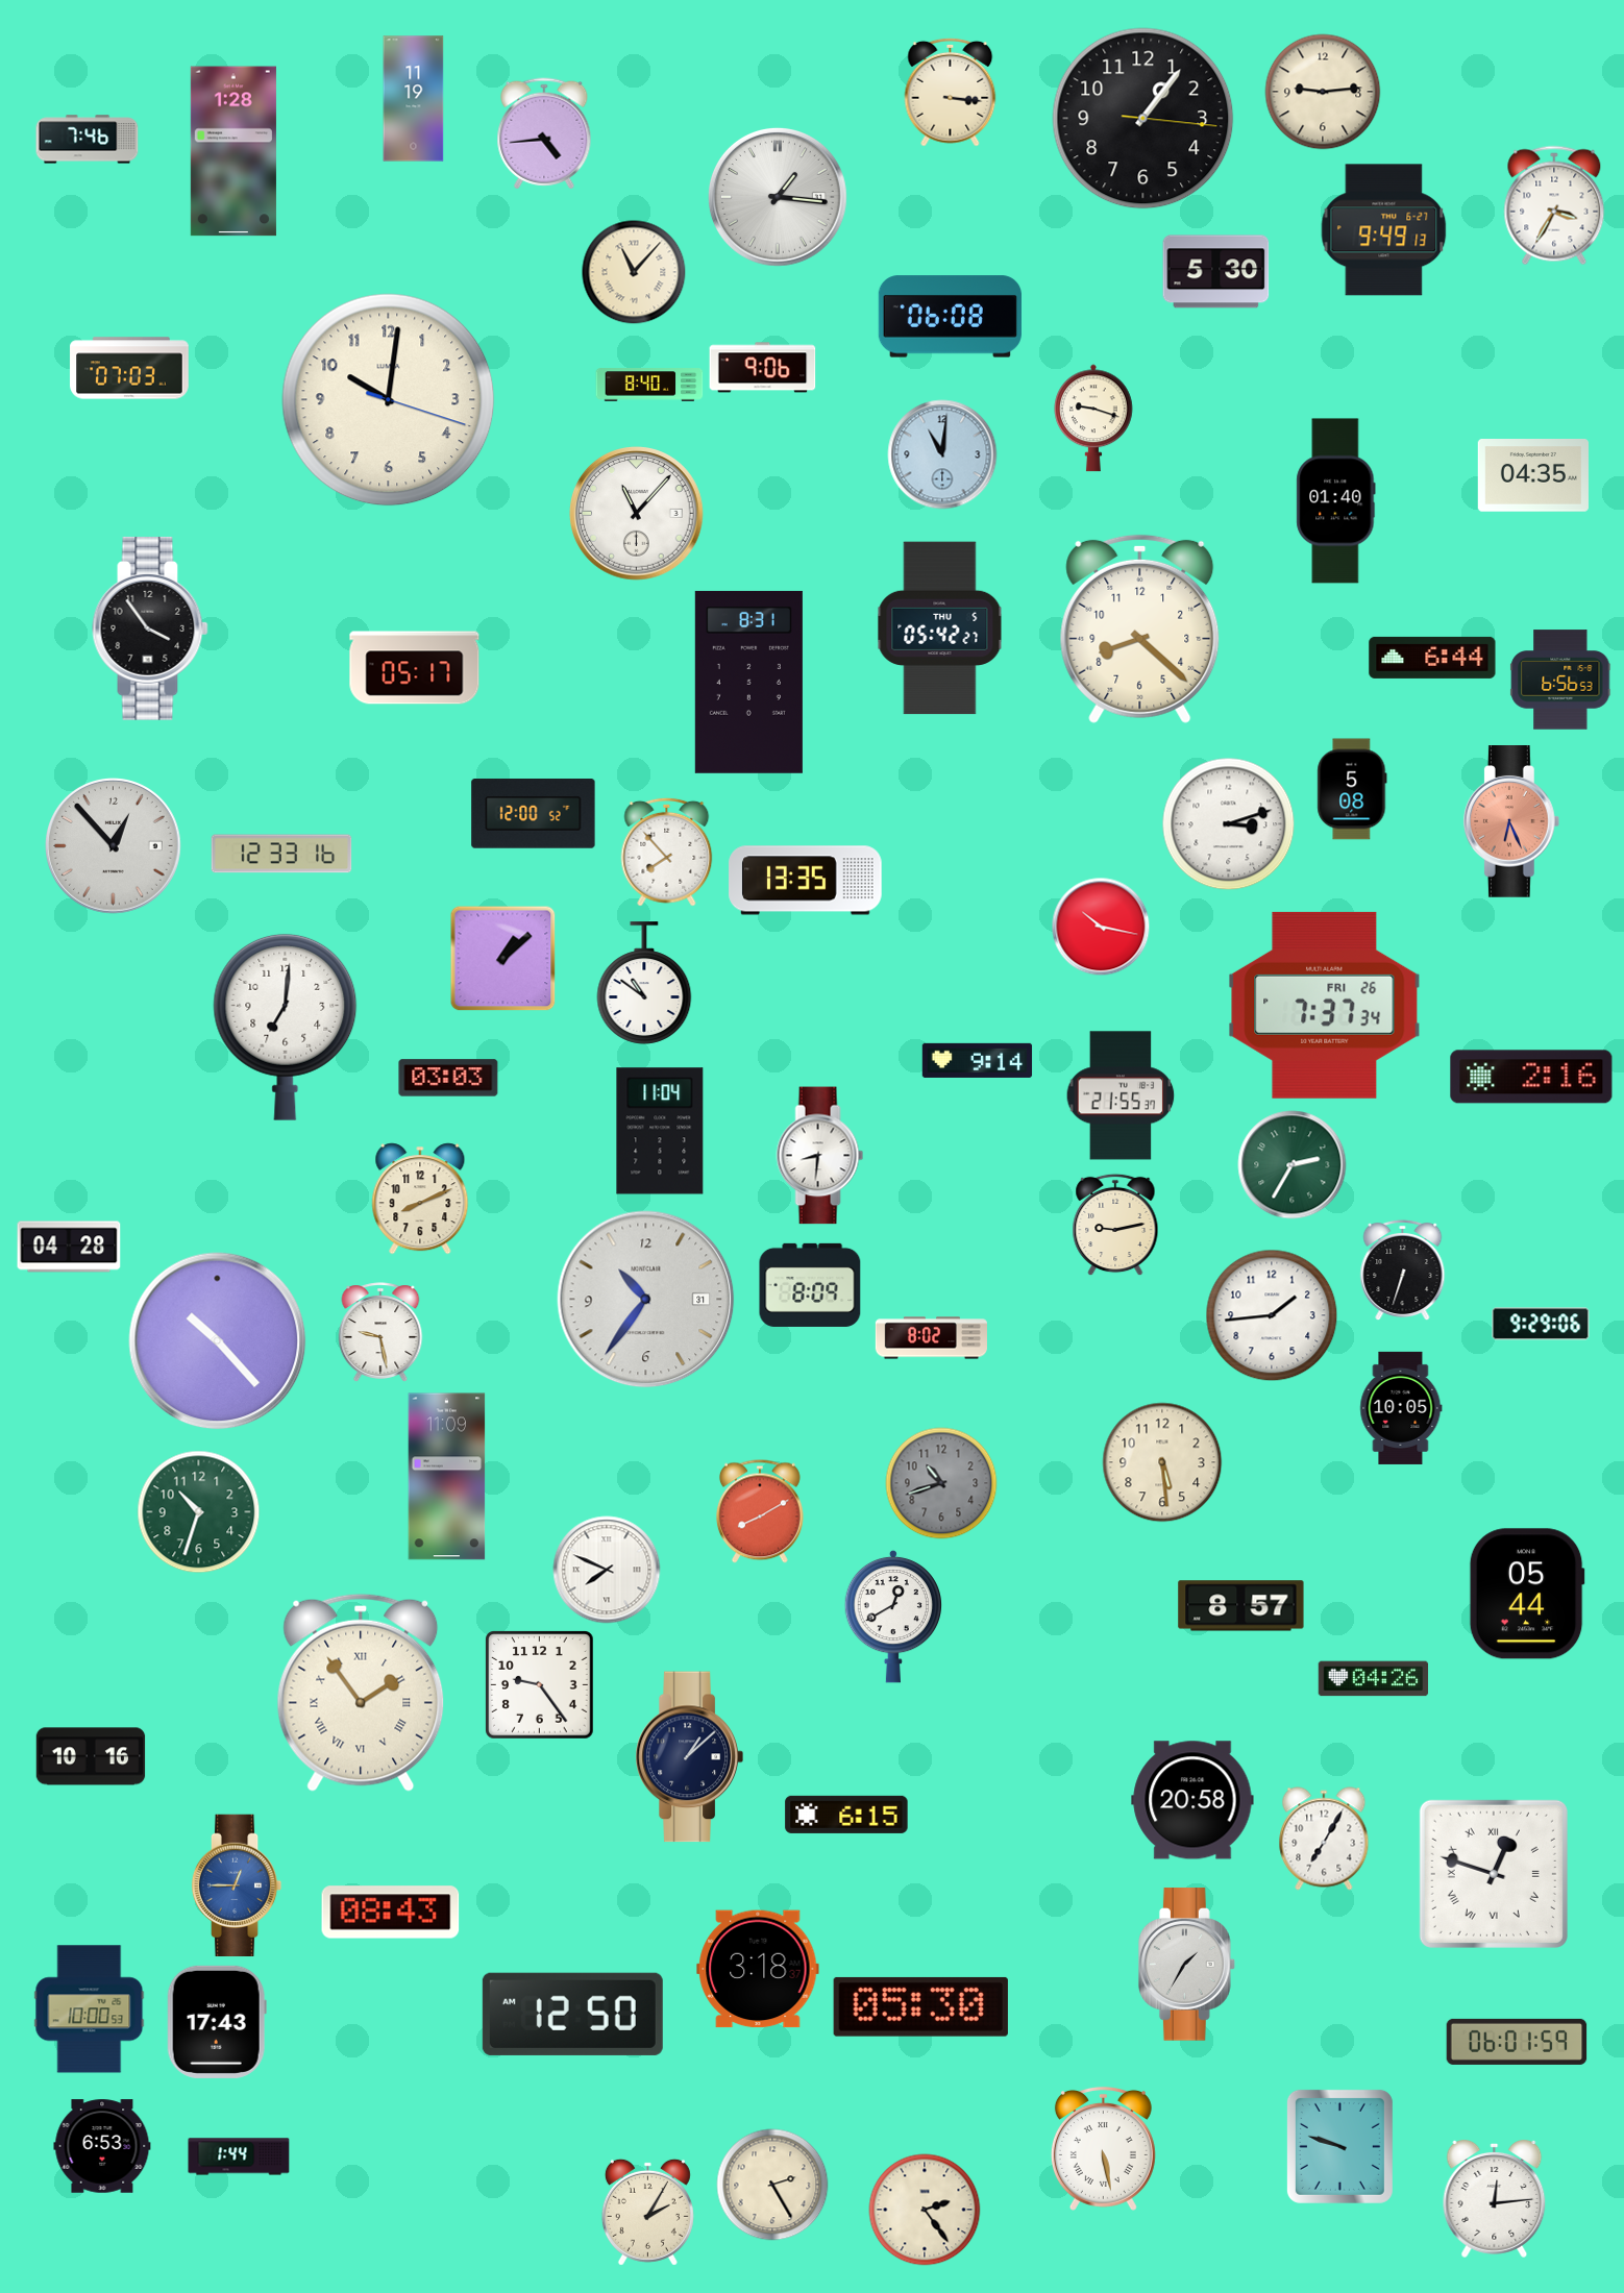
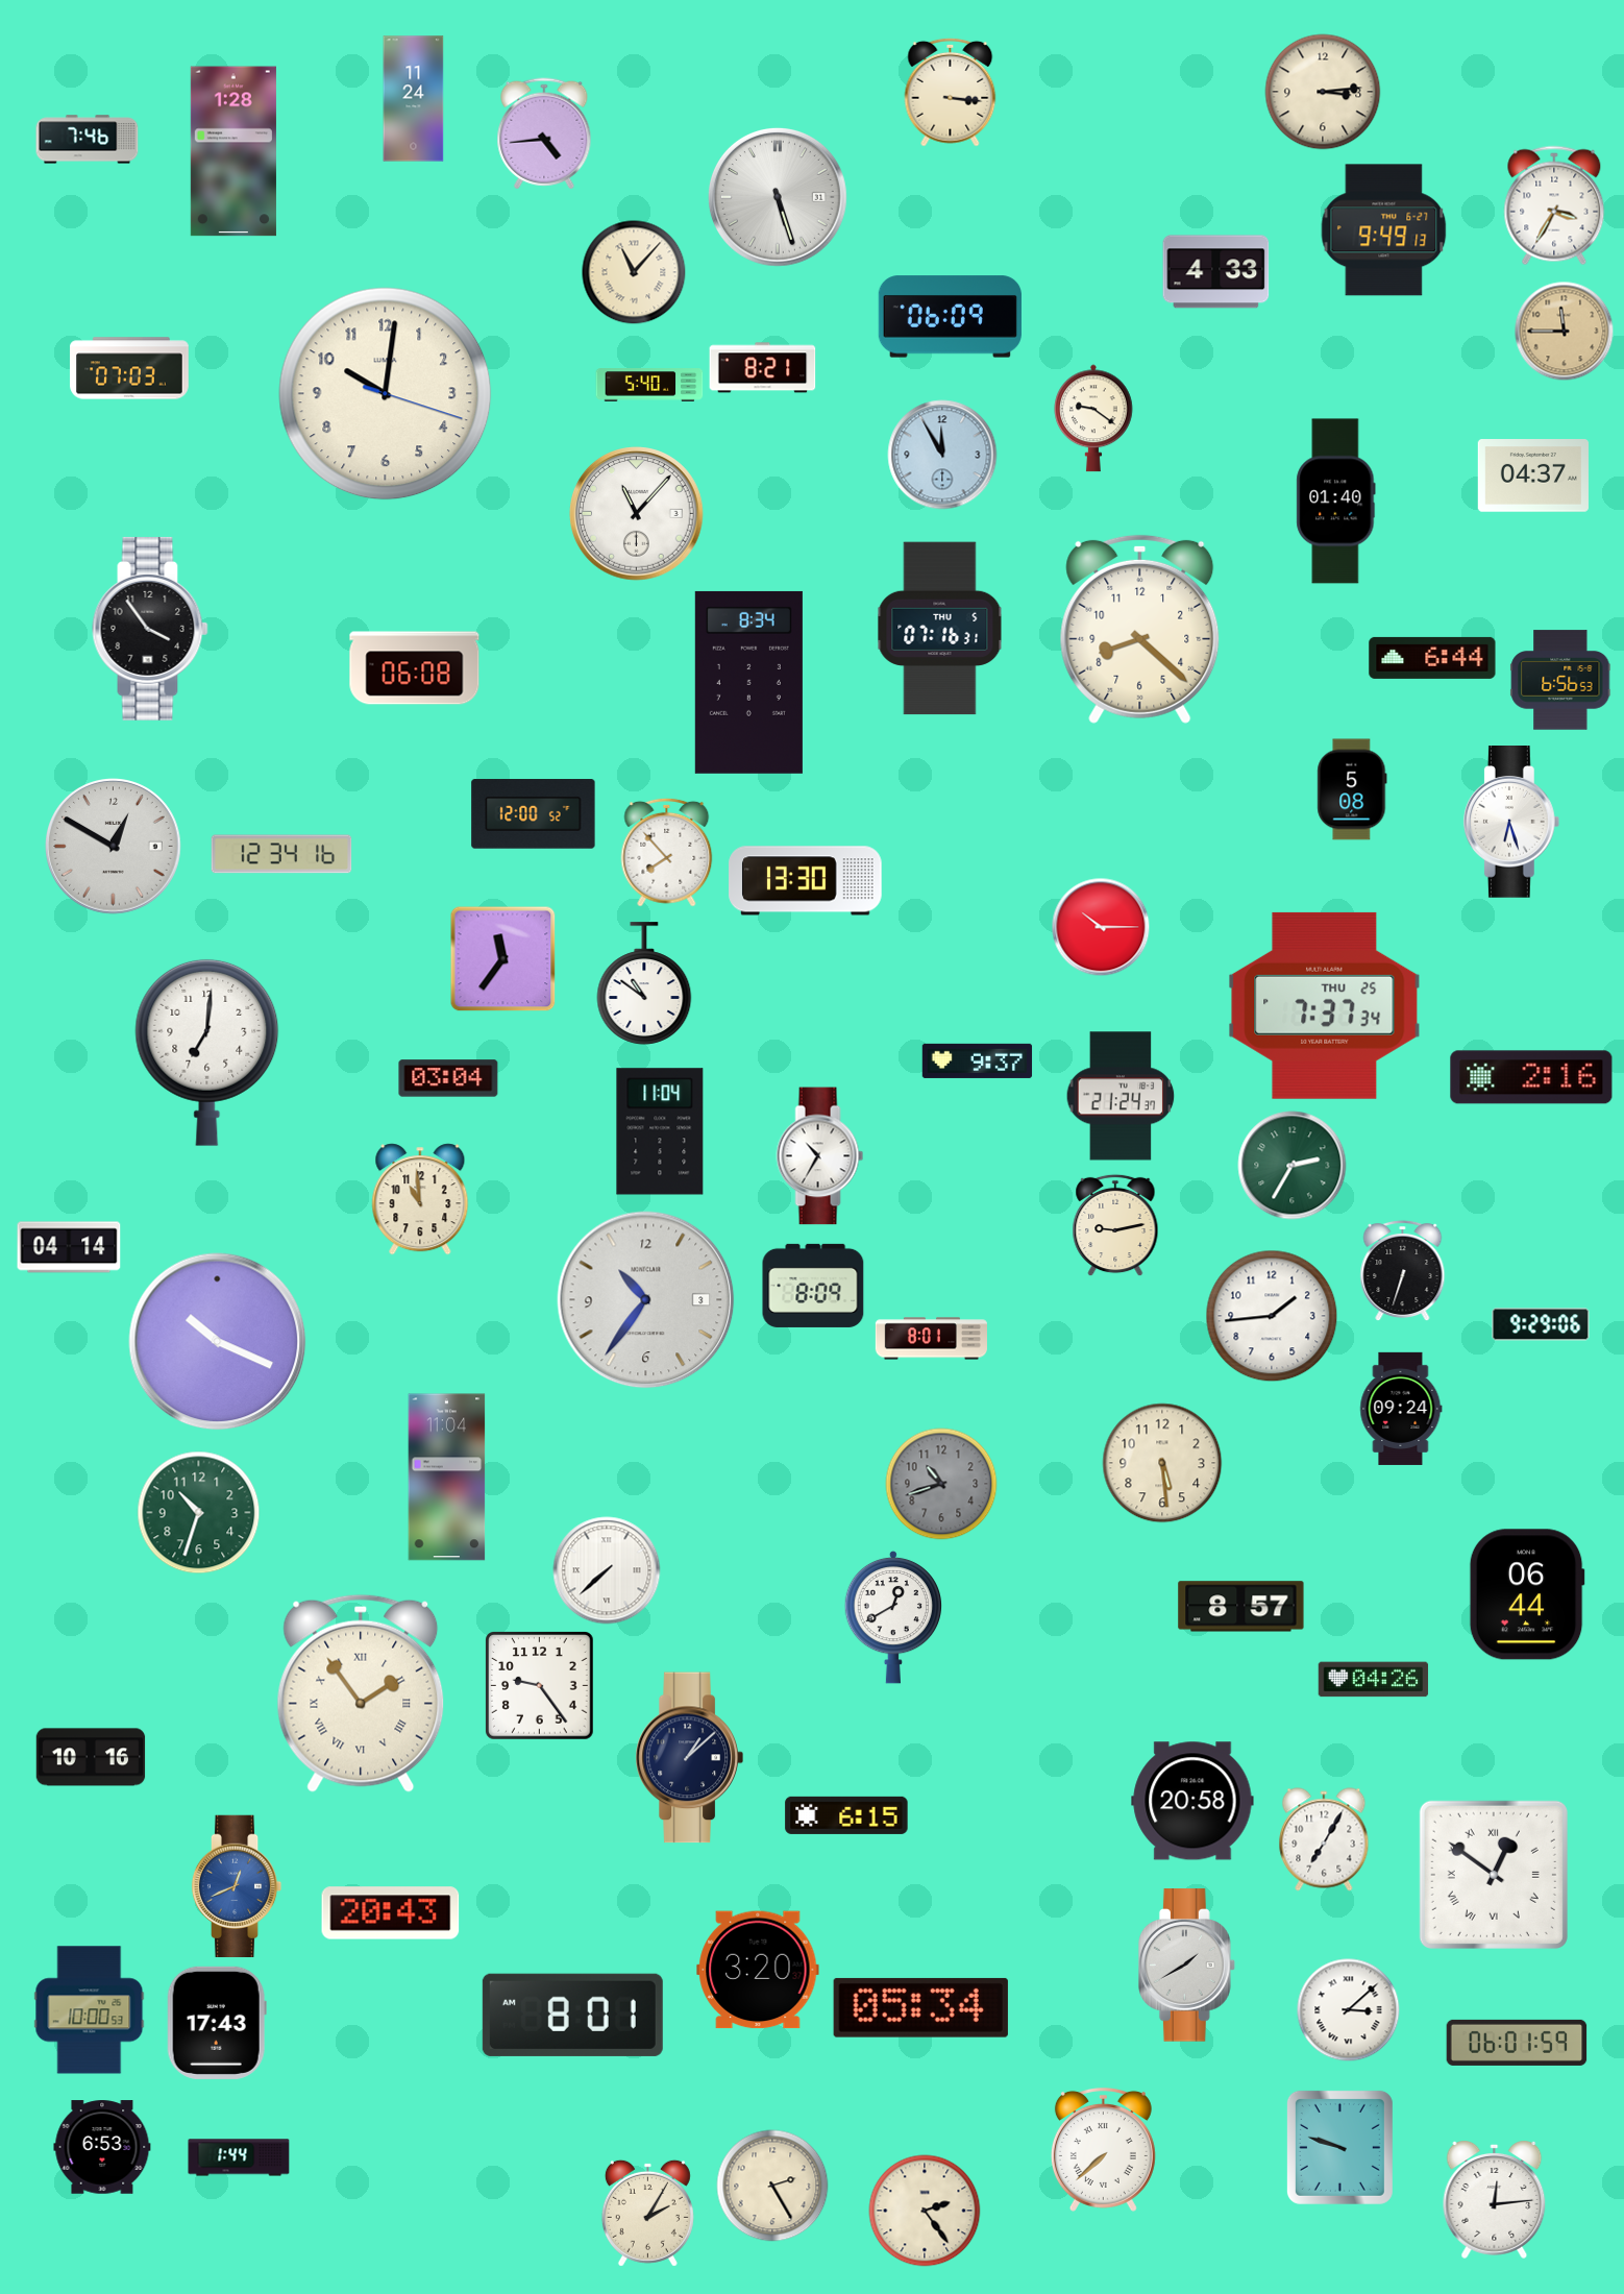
clock at (1323, 92): 9:14 -> 3:14
clock at (414, 99): 11:19 -> 11:24
clock at (1143, 119): 1:06 -> none
clock at (778, 197): 1:16 -> 5:27
clock at (1216, 272): 5:30 -> 4:33
clock at (950, 317): 06:08 -> 06:09
clock at (1565, 332): none -> 11:45
clock at (763, 368): 9:06 -> 8:21
clock at (649, 385): 8:40 -> 5:40
clock at (389, 400) position: (389, 400) -> (386, 394)
clock at (1093, 418): 9:18 -> 9:21
clock at (942, 454): 11:01 -> 11:55
clock at (1533, 475): 04:35 -> 04:37
clock at (940, 628): 05:42 -> 07:16
clock at (415, 668): 05:17 -> 06:08
clock at (748, 682): 8:31 -> 8:34
clock at (1511, 821): 6:26 -> 6:27
clock at (1511, 821) dial: salmon -> white
clock at (1229, 824): 3:12 -> none
clock at (114, 846): 12:53 -> 12:50
clock at (281, 854): 12:33 -> 12:34
clock at (806, 881): 13:35 -> 13:30
clock at (1101, 927): 10:17 -> 10:15
clock at (503, 959): 1:08 -> 11:36
clock at (1325, 1005) date: FRI 26 -> THU 25
clock at (286, 1027) position: (286, 1027) -> (207, 1052)
clock at (978, 1060): 9:14 -> 9:37
clock at (448, 1078): 03:03 -> 03:04
clock at (1121, 1095): 21:55 -> 21:24
clock at (820, 1156): 8:31 -> 10:35
clock at (420, 1199): 8:11 -> 10:59
clock at (69, 1247): 04:28 -> 04:14
clock at (810, 1285) position: (810, 1285) -> (813, 1286)
clock at (646, 1300) date: 31 -> 3
clock at (380, 1332): 9:28 -> none
clock at (931, 1338): 8:02 -> 8:01
clock at (218, 1341): 10:23 -> 10:19
clock at (1401, 1408): 10:05 -> 09:24
clock at (447, 1477): 11:09 -> 11:04
clock at (760, 1511): 8:10 -> none
clock at (607, 1570): 7:49 -> 7:38
clock at (1527, 1594): 05:44 -> 06:44
clock at (1494, 1874): 12:48 -> 12:51
clock at (237, 1884): 12:45 -> 12:41
clock at (391, 1913): 08:43 -> 20:43
clock at (1186, 1965): 1:35 -> 1:40
clock at (758, 1969): 3:18 -> 3:20
clock at (920, 2006): 05:30 -> 05:34
clock at (1349, 2010): none -> 3:08
clock at (572, 2014): 12:50 -> 8:01
clock at (1103, 2148): 5:28 -> 7:38
